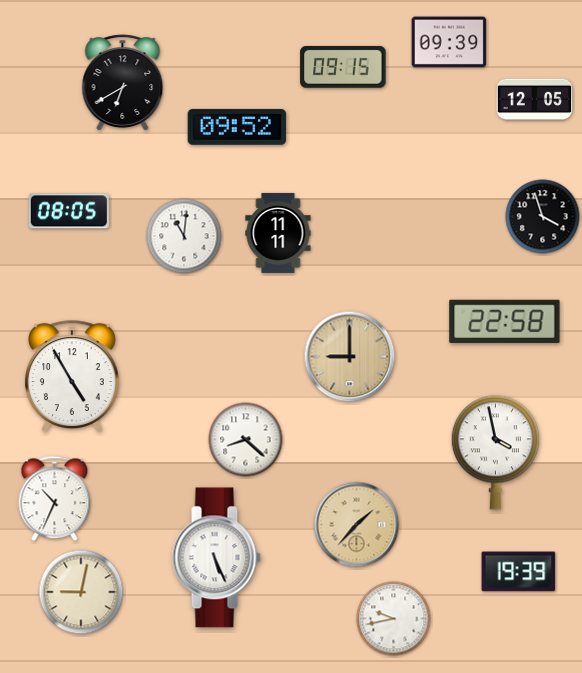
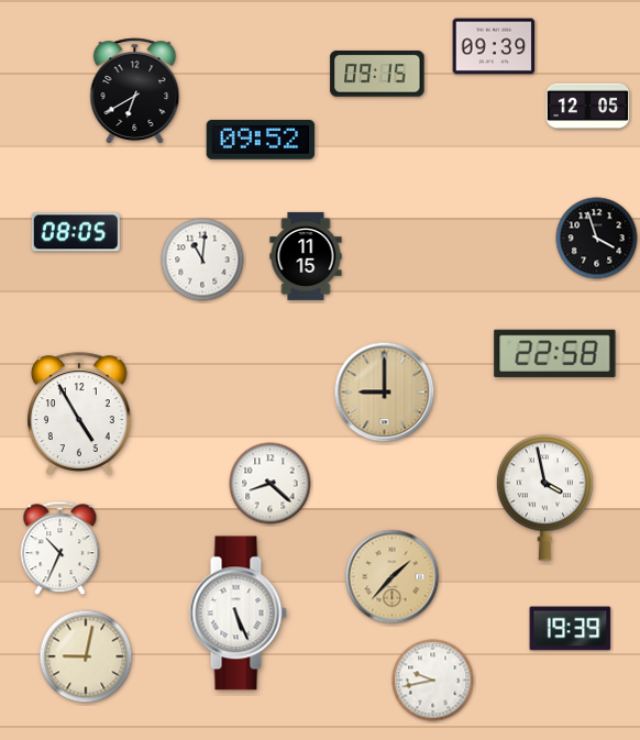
clock at (535, 100) position: (535, 100) -> (588, 107)
clock at (278, 233): 11:11 -> 11:15
clock at (81, 592) position: (81, 592) -> (86, 656)
